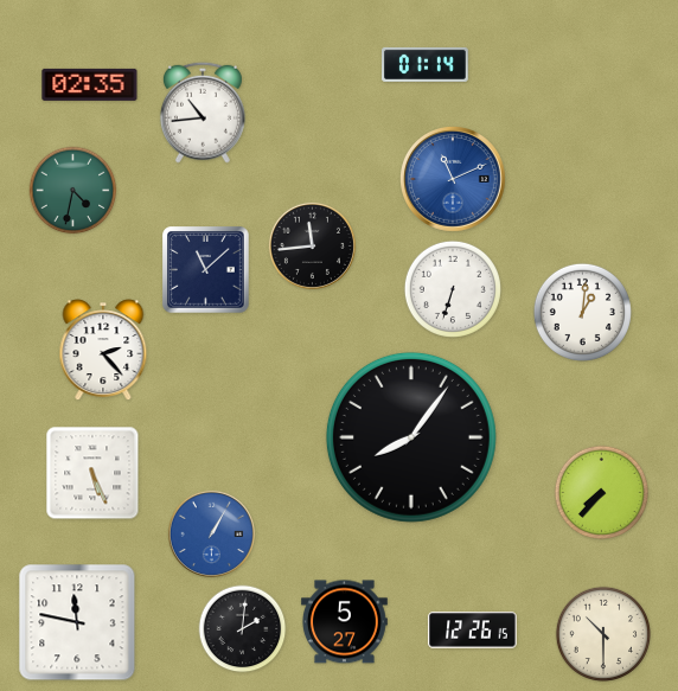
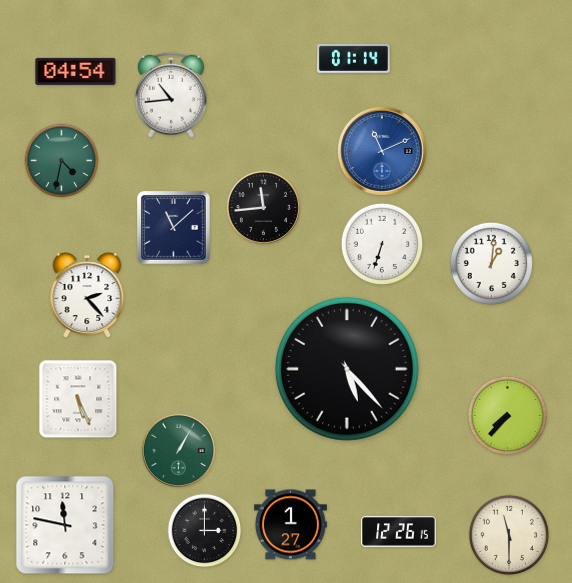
clock at (426, 64) position: (426, 64) -> (354, 58)
clock at (90, 84): 02:35 -> 04:54
clock at (411, 437): 8:06 -> 5:23
clock at (211, 533) dial: blue -> green
clock at (345, 622): 5:27 -> 1:27
clock at (243, 629): 2:01 -> 3:00
clock at (602, 633): 10:30 -> 11:30
